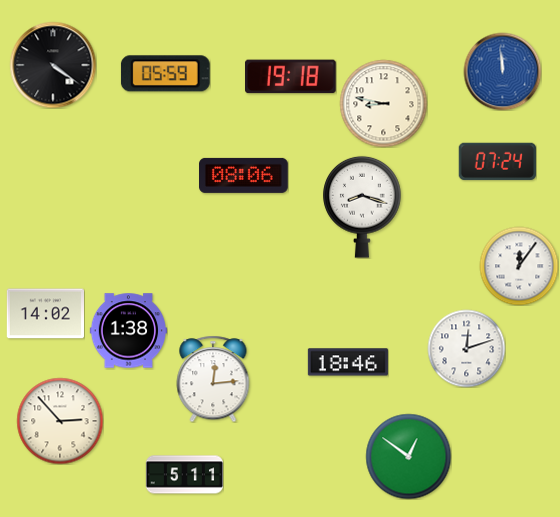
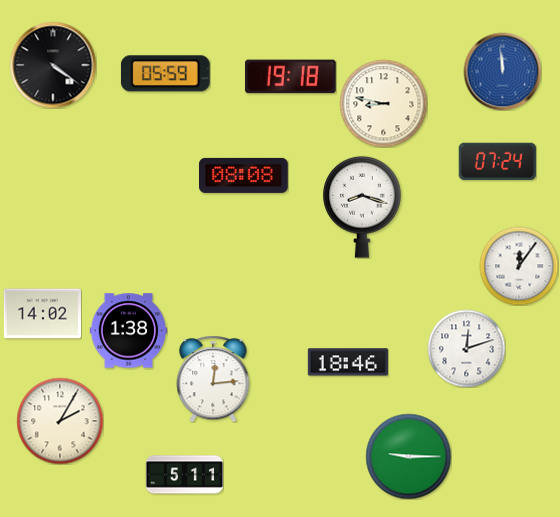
clock at (244, 175): 08:06 -> 08:08
clock at (45, 314) position: (45, 314) -> (42, 314)
clock at (60, 421): 2:53 -> 2:05
clock at (408, 456): 12:51 -> 9:15
